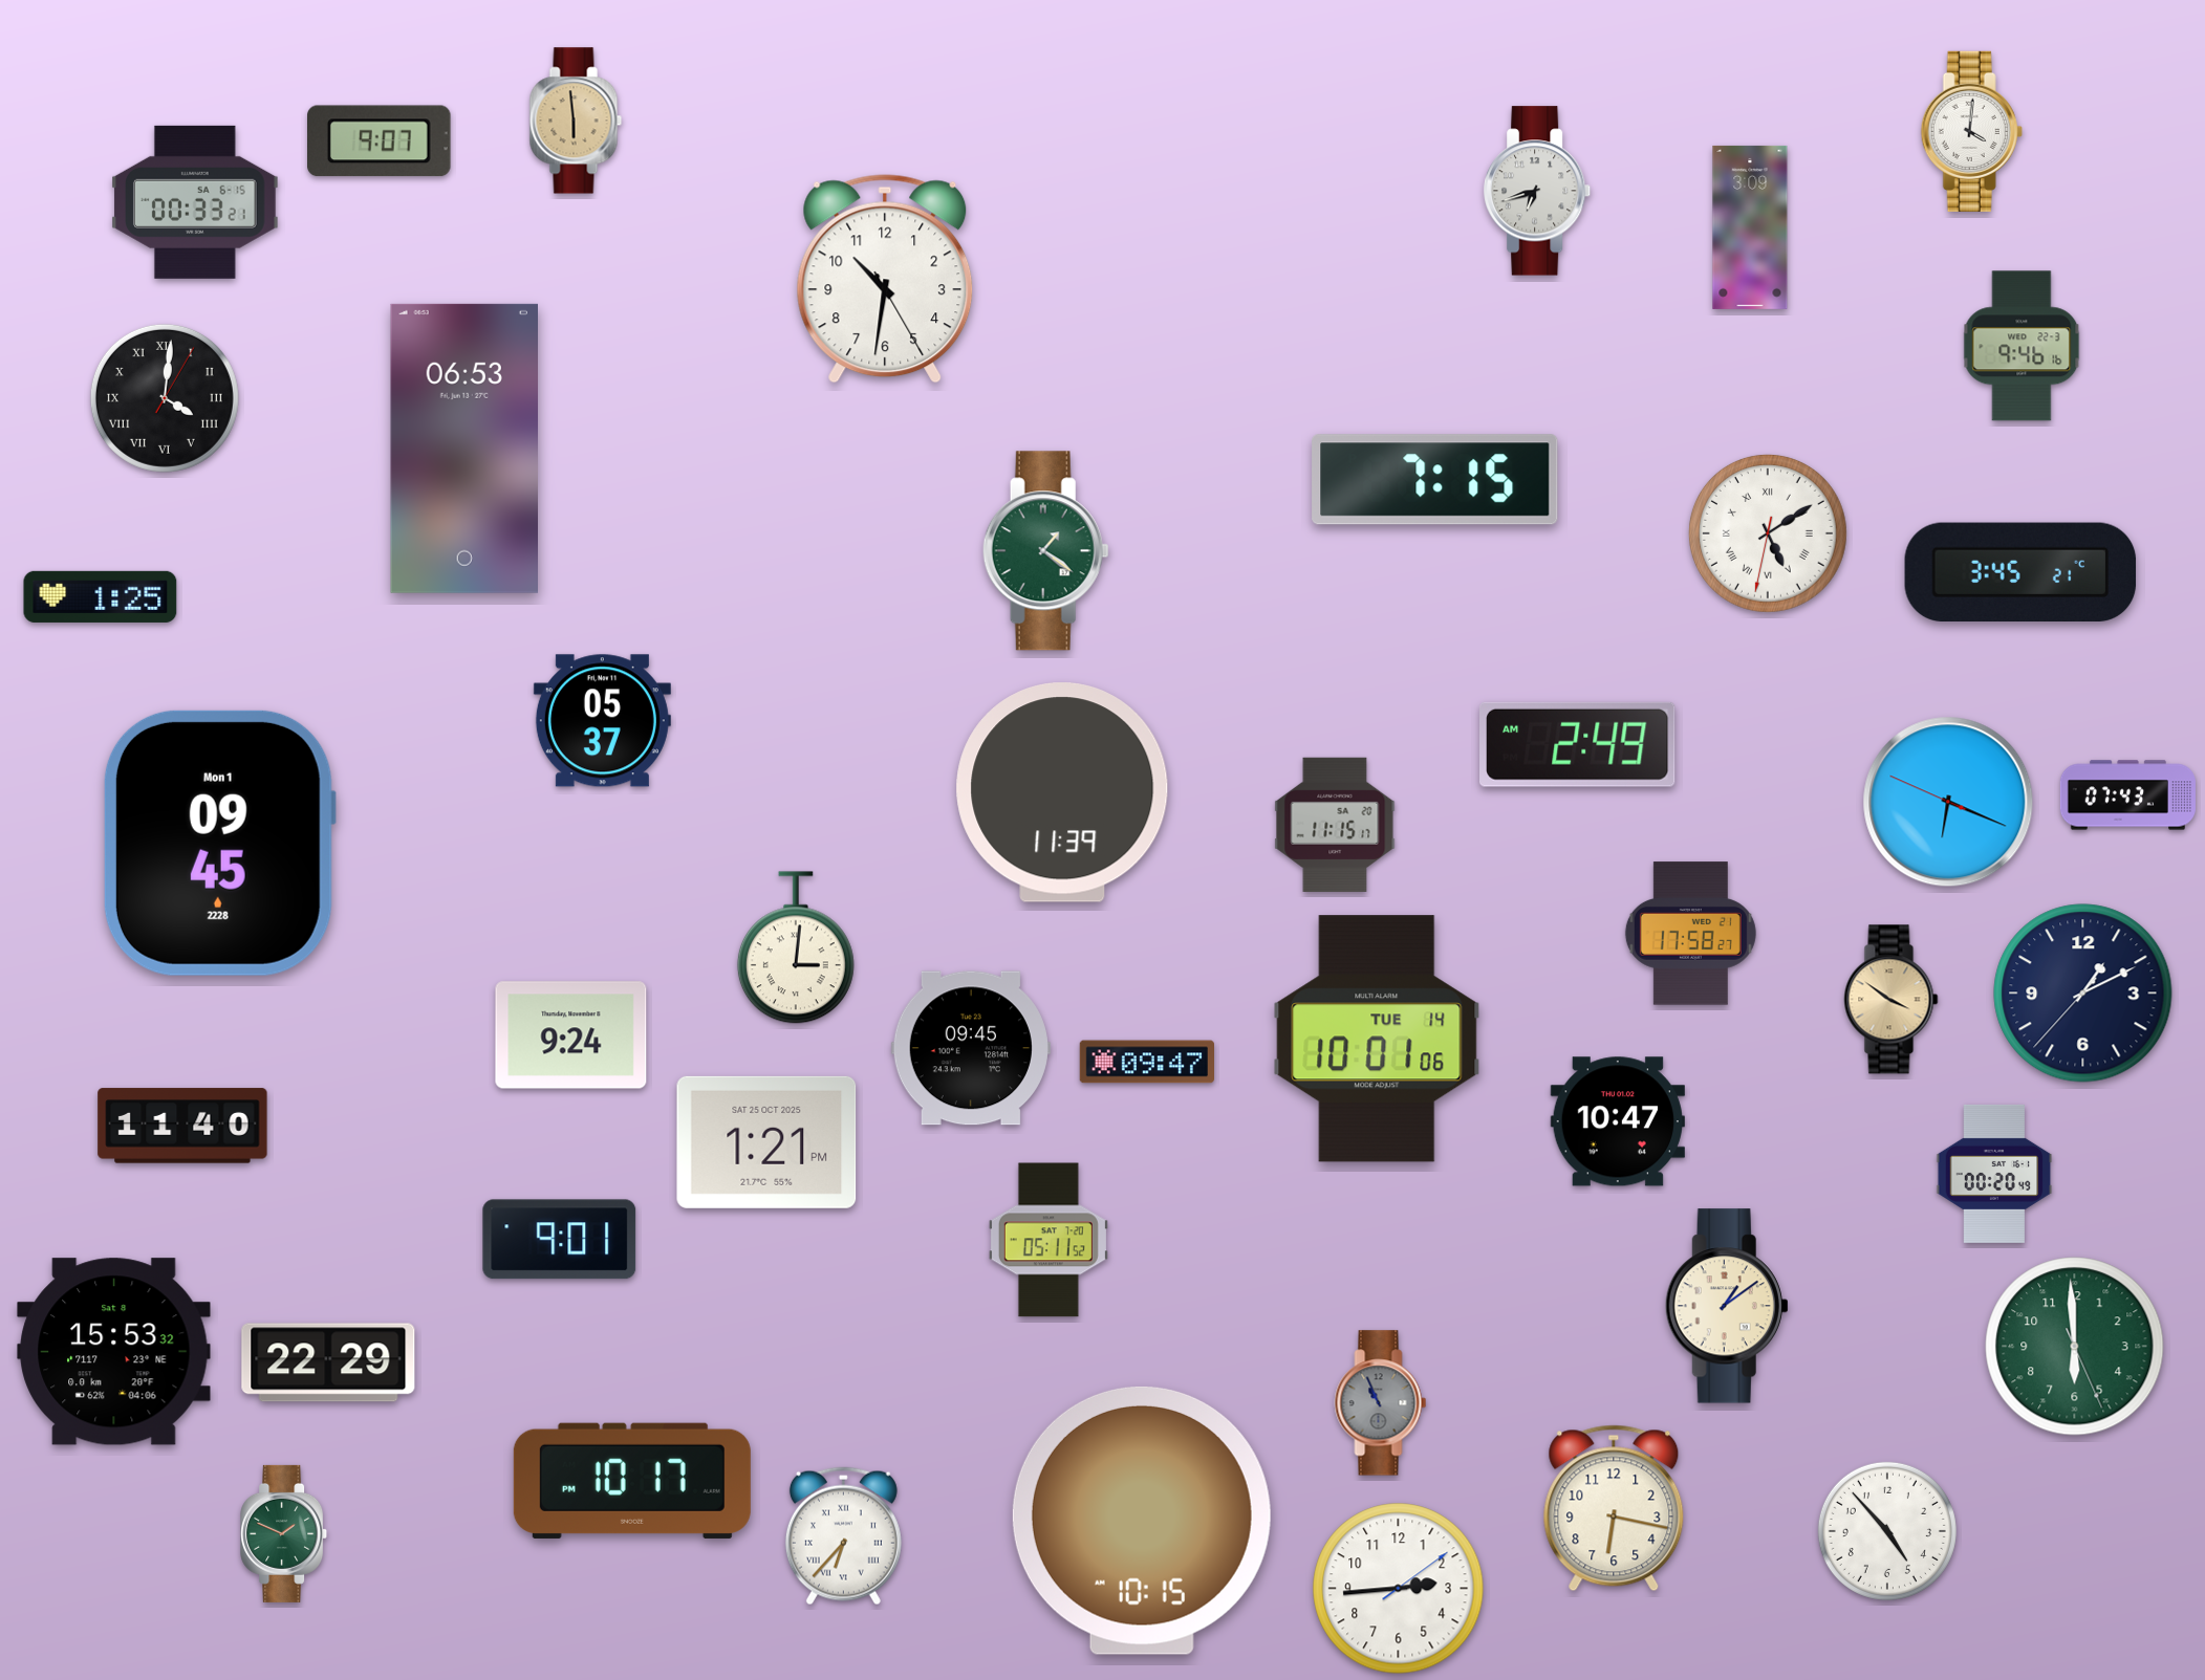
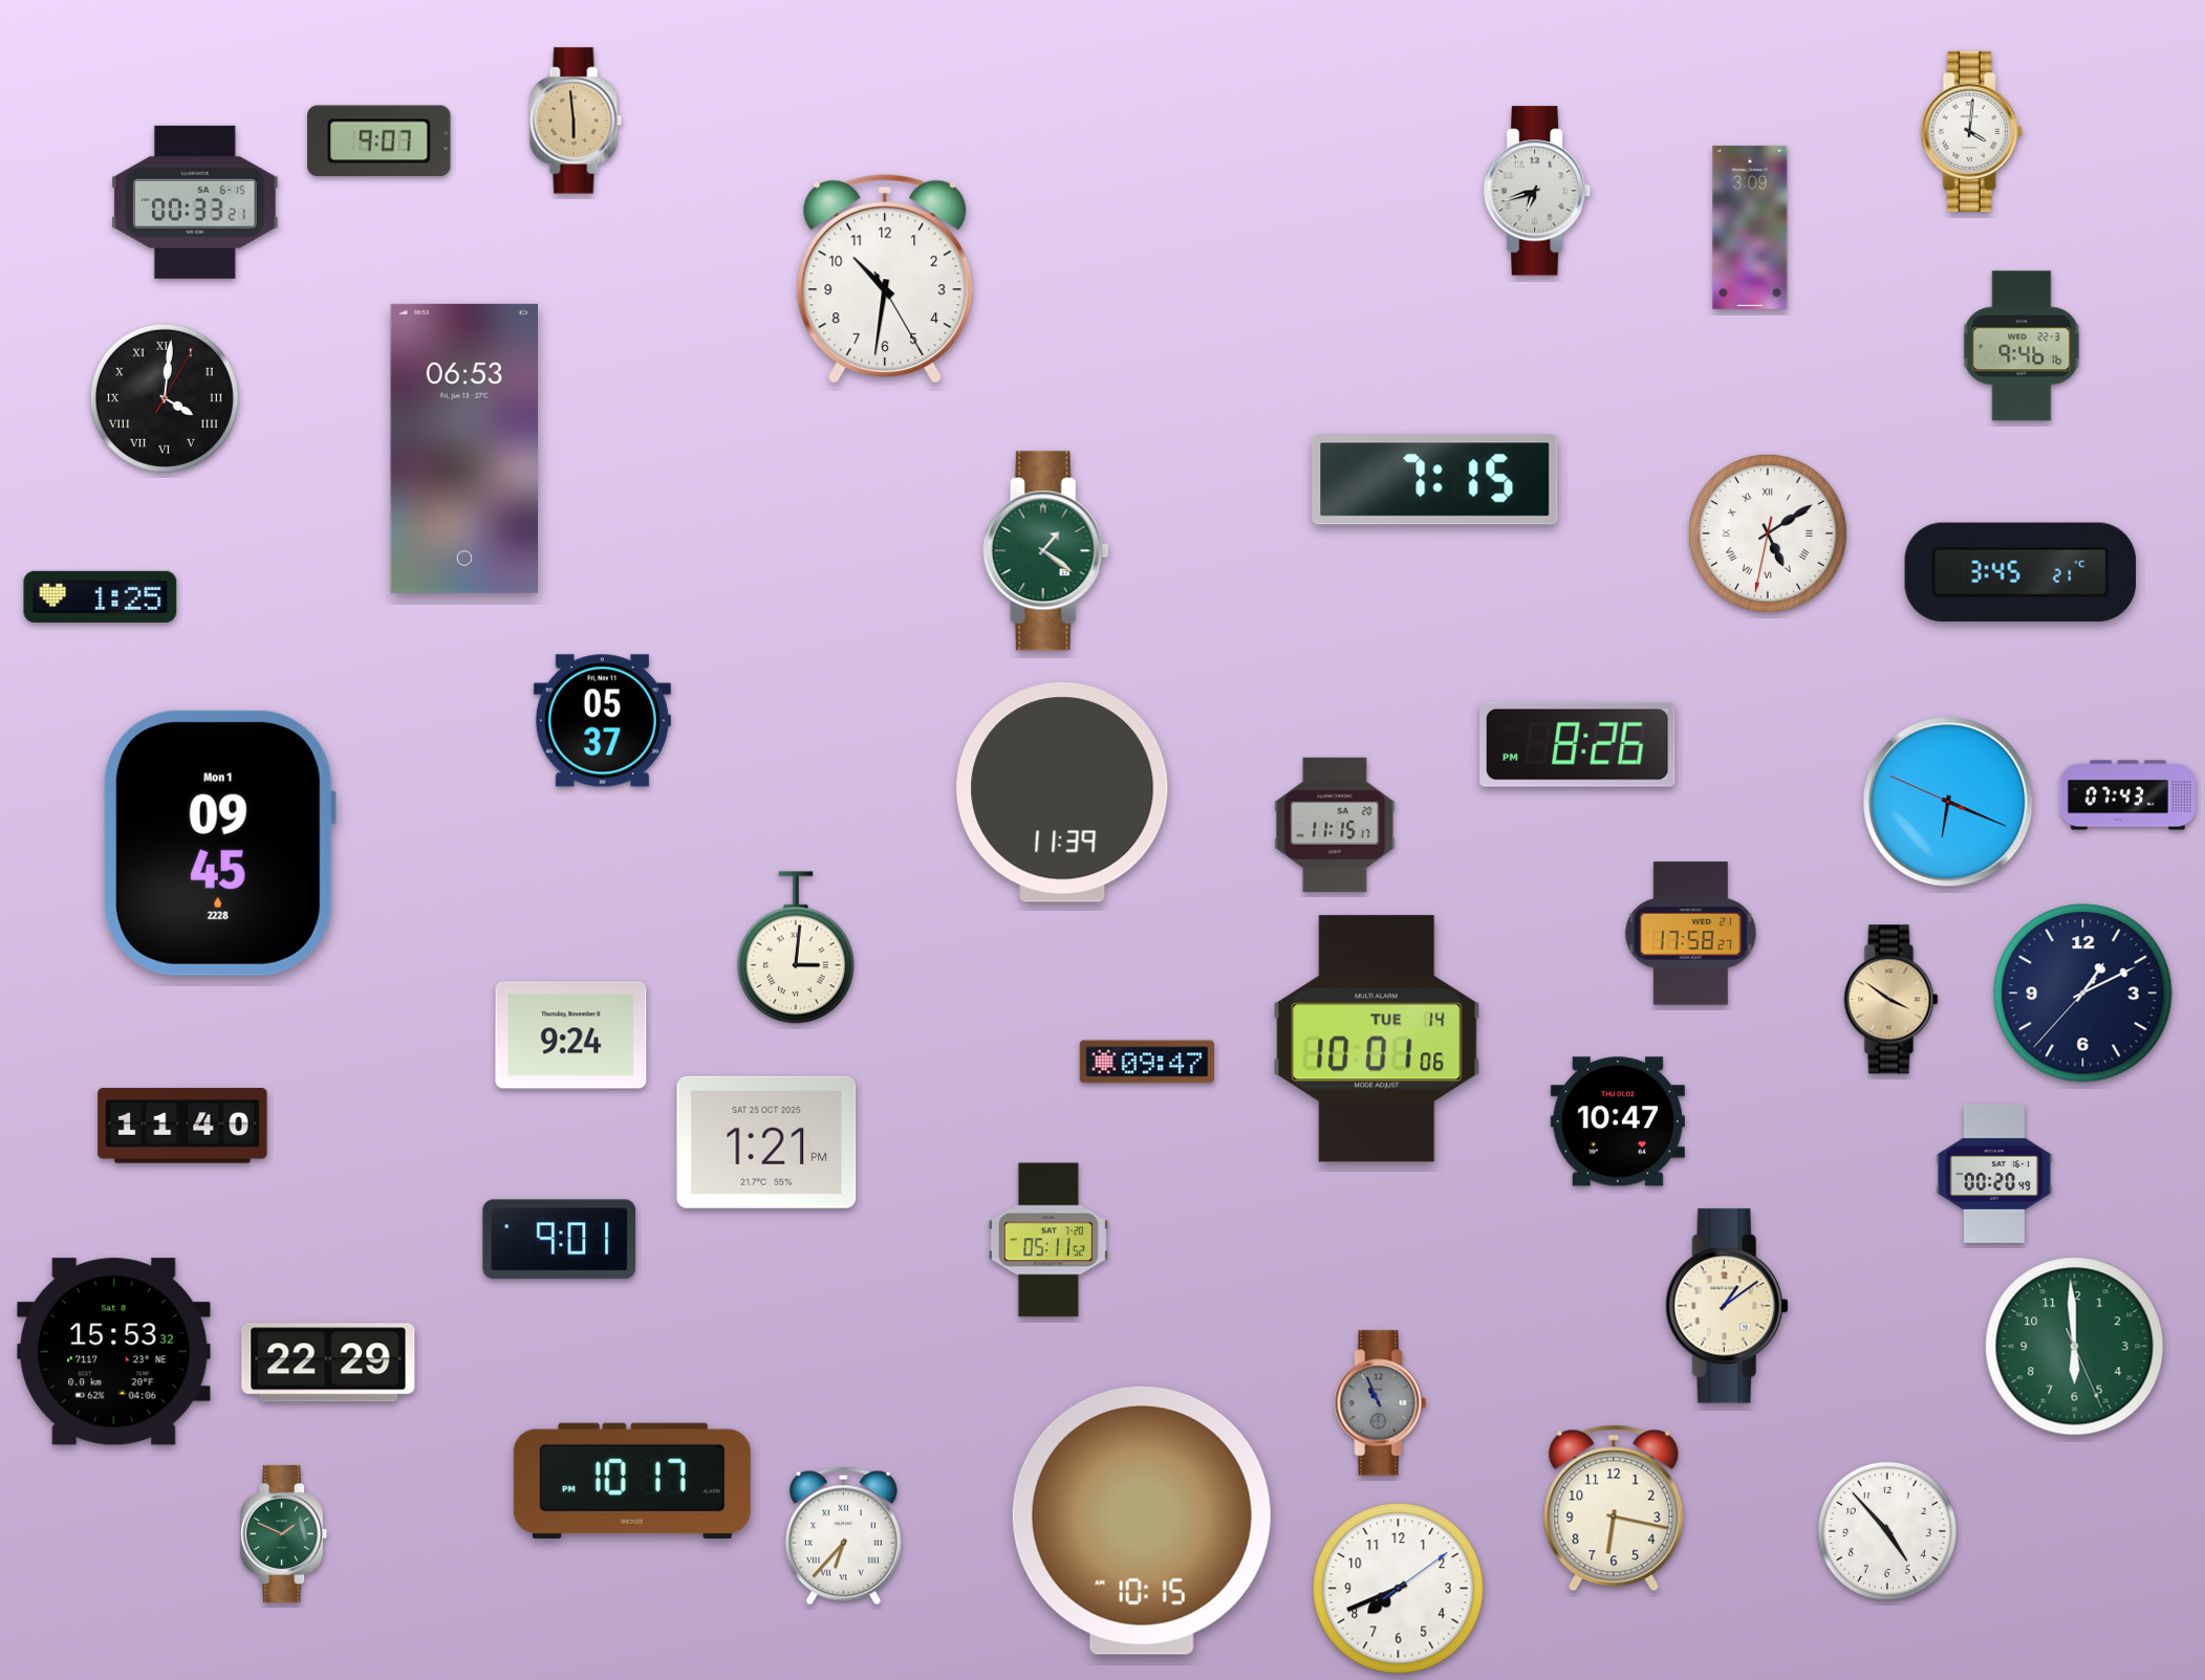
clock at (1578, 744): 2:49 -> 8:26
clock at (971, 1048): 09:45 -> none
clock at (1399, 1589): 2:44 -> 7:41
